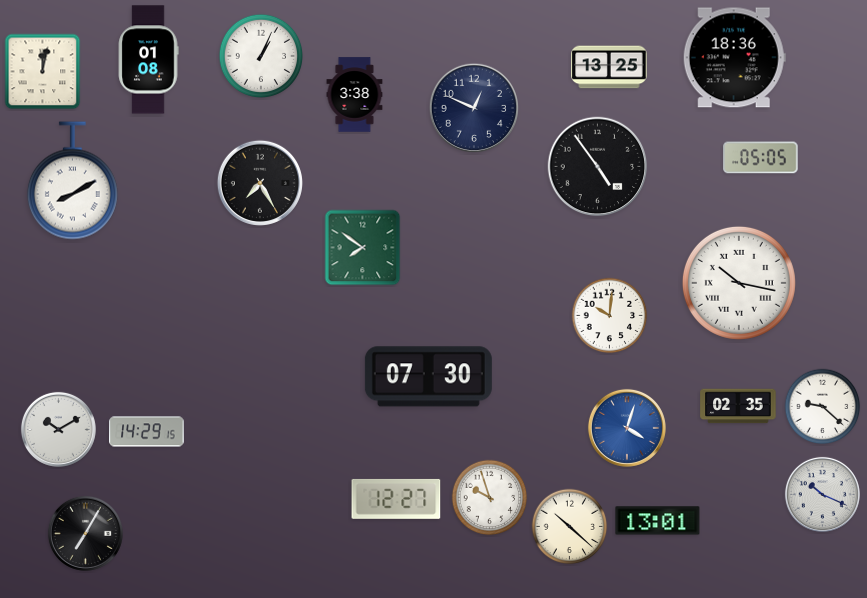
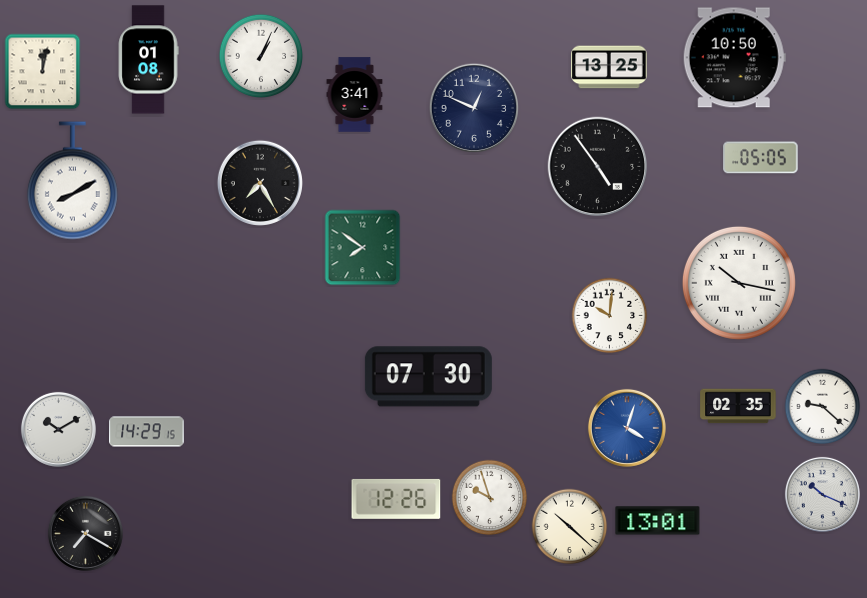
clock at (734, 58): 18:36 -> 10:50
clock at (355, 95): 3:38 -> 3:41
clock at (396, 499): 12:27 -> 12:26
clock at (85, 533): 7:05 -> 7:20
